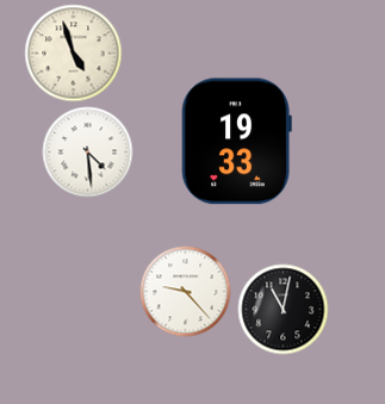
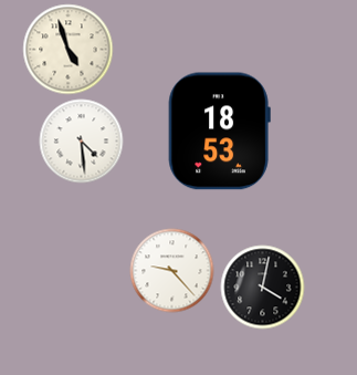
clock at (236, 142): 19:33 -> 18:53
clock at (284, 310): 11:02 -> 4:02
